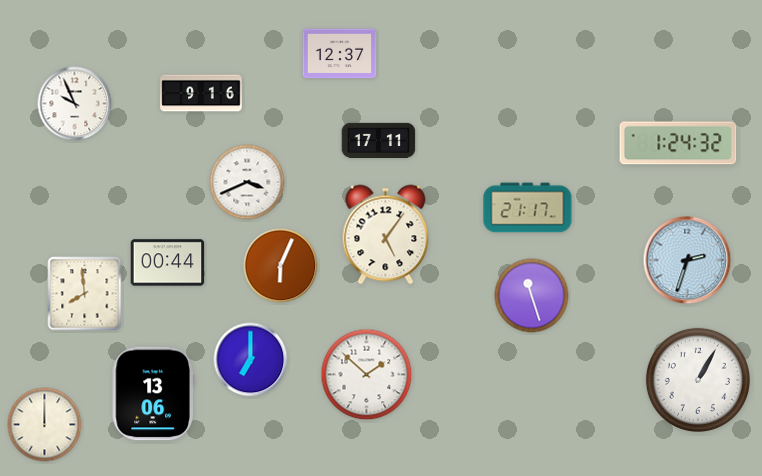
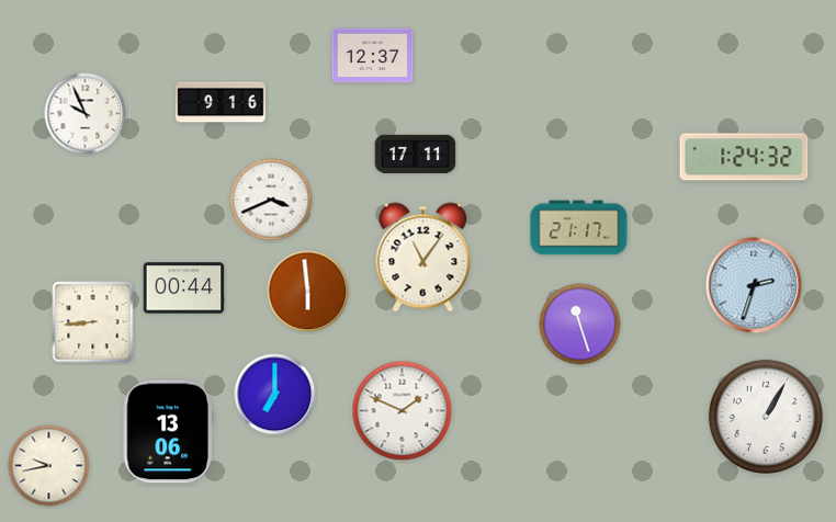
clock at (340, 54) position: (340, 54) -> (373, 56)
clock at (75, 104) position: (75, 104) -> (86, 114)
clock at (386, 235): 5:06 -> 11:06
clock at (281, 266): 6:04 -> 5:59
clock at (85, 294): 7:59 -> 8:44
clock at (532, 296) position: (532, 296) -> (580, 325)
clock at (367, 375): 1:52 -> 1:49
clock at (45, 425): 12:00 -> 9:43
